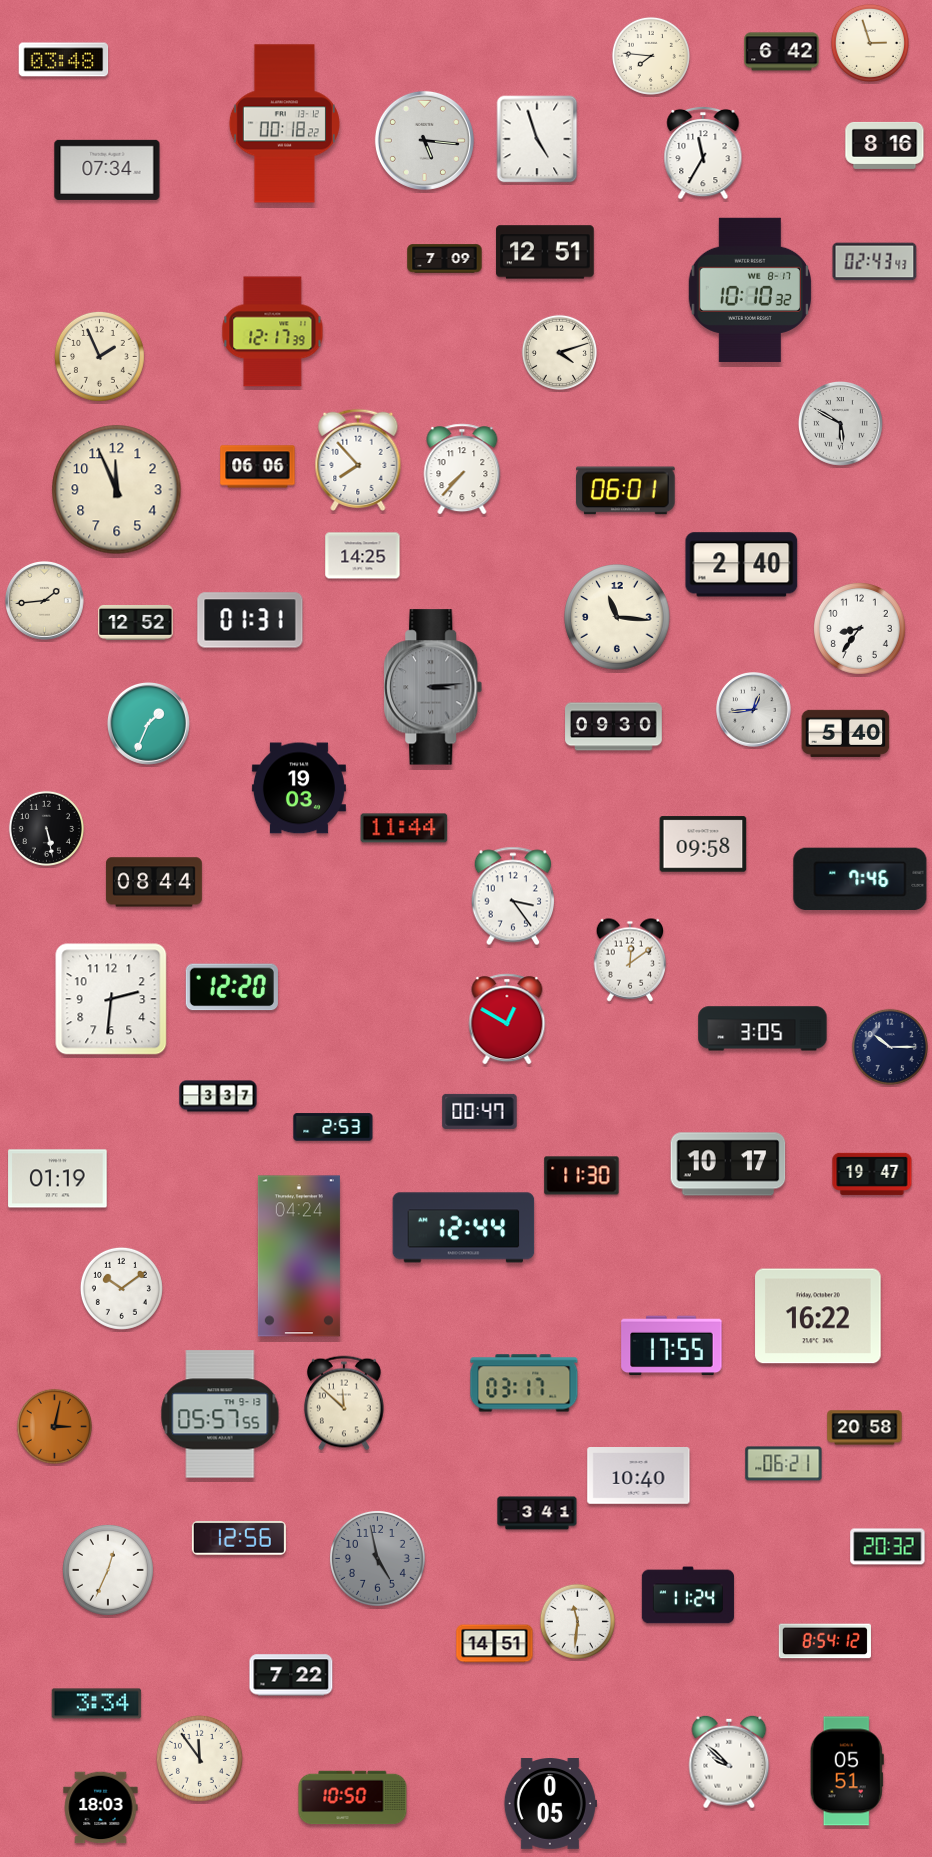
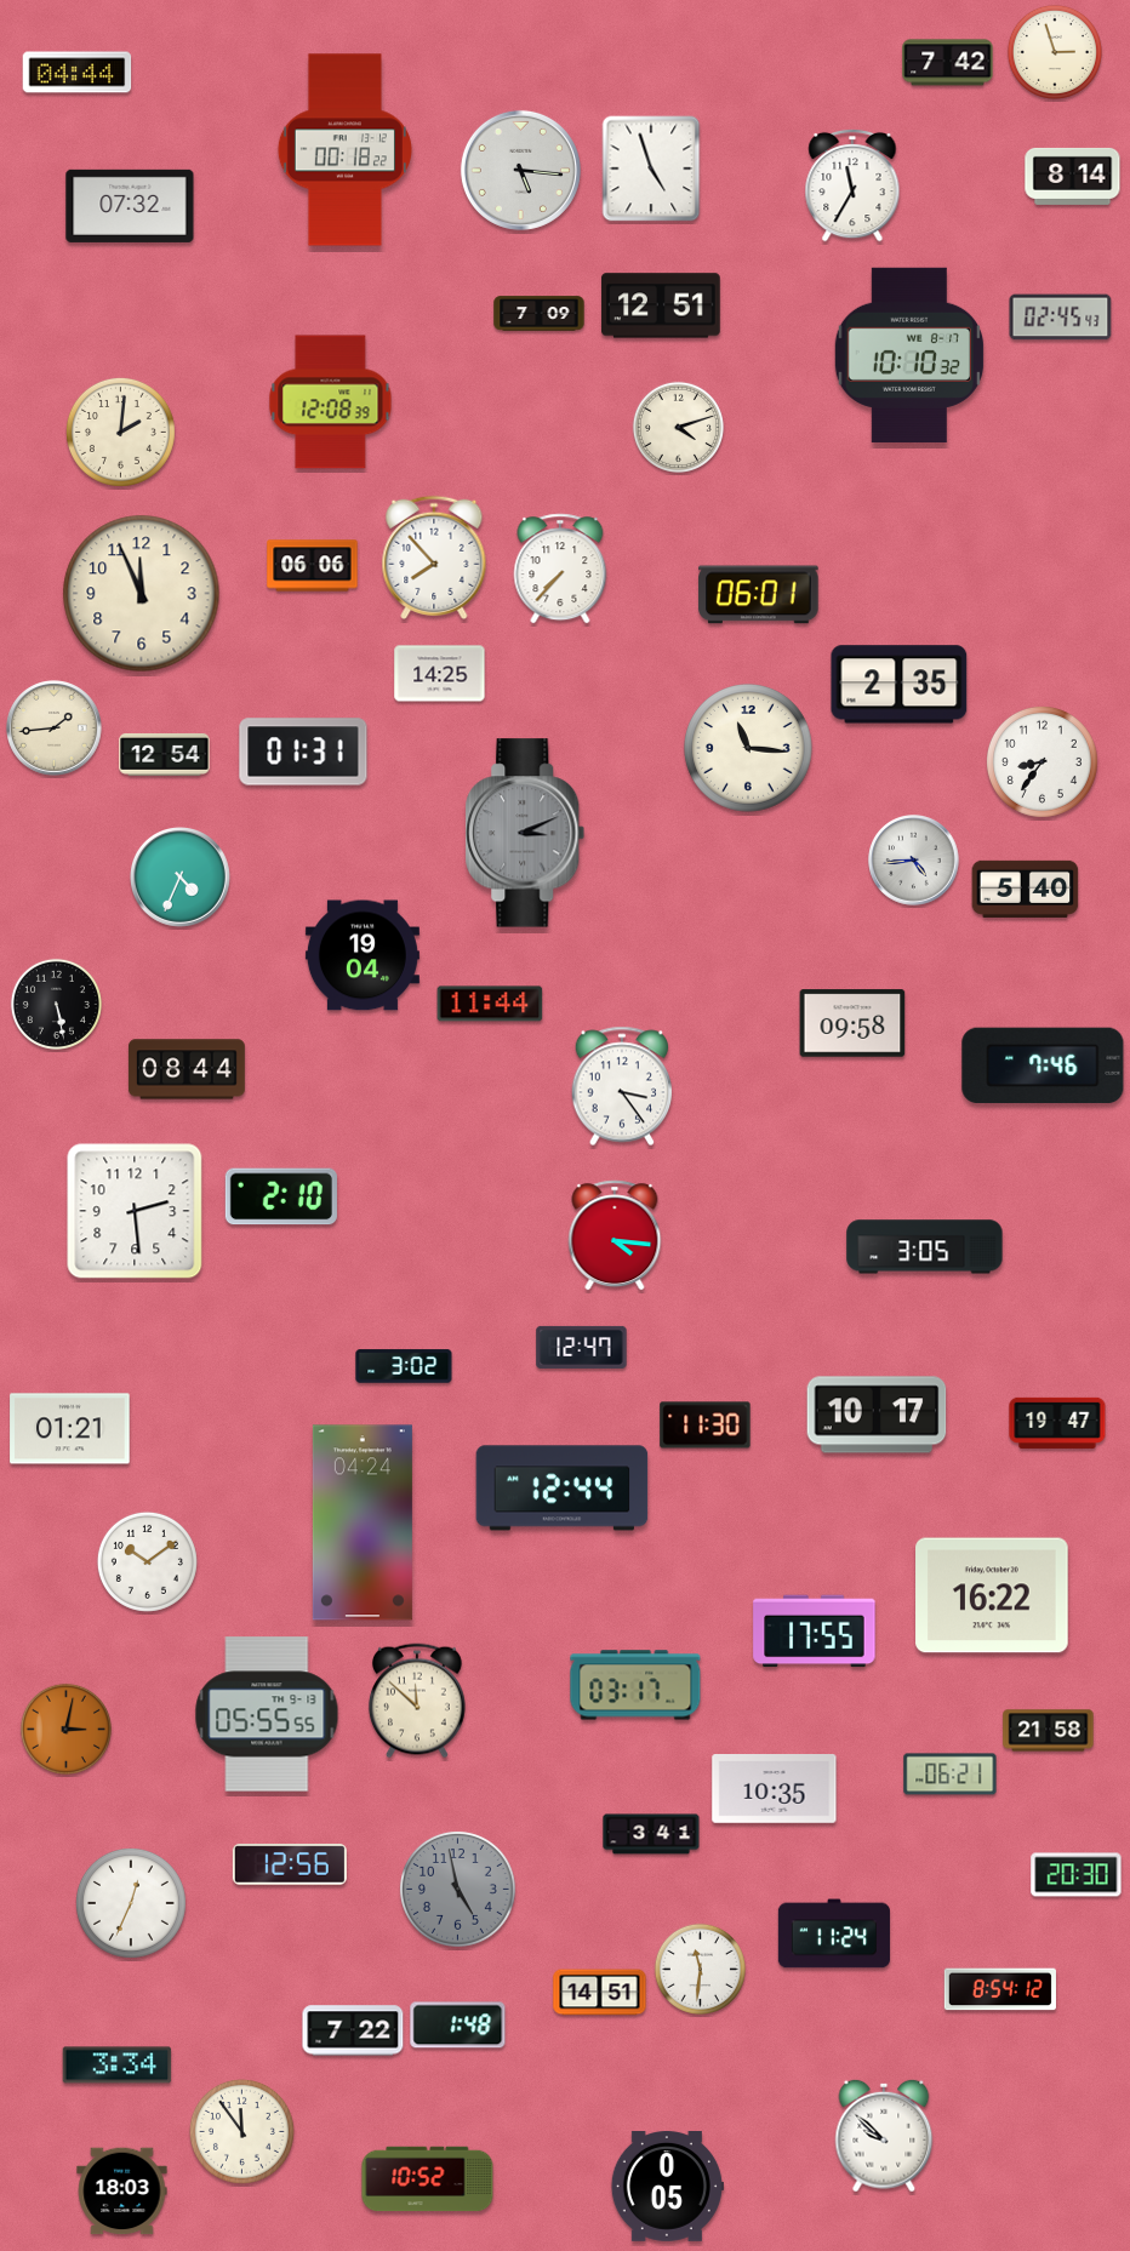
clock at (782, 52): 6:42 -> 7:42
clock at (651, 56): 7:46 -> none
clock at (64, 60): 03:48 -> 04:44
clock at (424, 140) position: (424, 140) -> (520, 170)
clock at (885, 145): 8:16 -> 8:14
clock at (107, 170): 07:34 -> 07:32
clock at (875, 262): 02:43 -> 02:45
clock at (749, 289) position: (749, 289) -> (908, 354)
clock at (273, 332): 12:17 -> 12:08
clock at (99, 356): 1:56 -> 2:01
clock at (840, 423): 5:50 -> none
clock at (742, 565): 2:40 -> 2:35
clock at (136, 623): 12:52 -> 12:54
clock at (433, 687): 3:14 -> 3:11
clock at (754, 710): 12:44 -> 4:44
clock at (149, 724): 1:34 -> 4:34
clock at (614, 727): 09:30 -> none
clock at (299, 788): 19:03 -> 19:04
clock at (630, 960): 12:09 -> none
clock at (232, 987): 12:20 -> 2:10
clock at (111, 999): 2:31 -> 2:29
clock at (507, 1019): 12:50 -> 4:16
clock at (890, 1047): 10:15 -> none
clock at (218, 1096): 3:37 -> none
clock at (480, 1111): 00:47 -> 12:47
clock at (333, 1127): 2:53 -> 3:02
clock at (728, 1164) position: (728, 1164) -> (877, 1415)
clock at (58, 1179): 01:19 -> 01:21
clock at (524, 1383) position: (524, 1383) -> (635, 1685)
clock at (220, 1414): 05:57 -> 05:55
clock at (865, 1428): 20:58 -> 21:58
clock at (639, 1476): 10:40 -> 10:35
clock at (888, 1547): 20:32 -> 20:30
clock at (577, 1621) position: (577, 1621) -> (700, 1969)
clock at (458, 2026): none -> 1:48
clock at (847, 1771): 05:51 -> none
clock at (353, 1798): 10:50 -> 10:52
